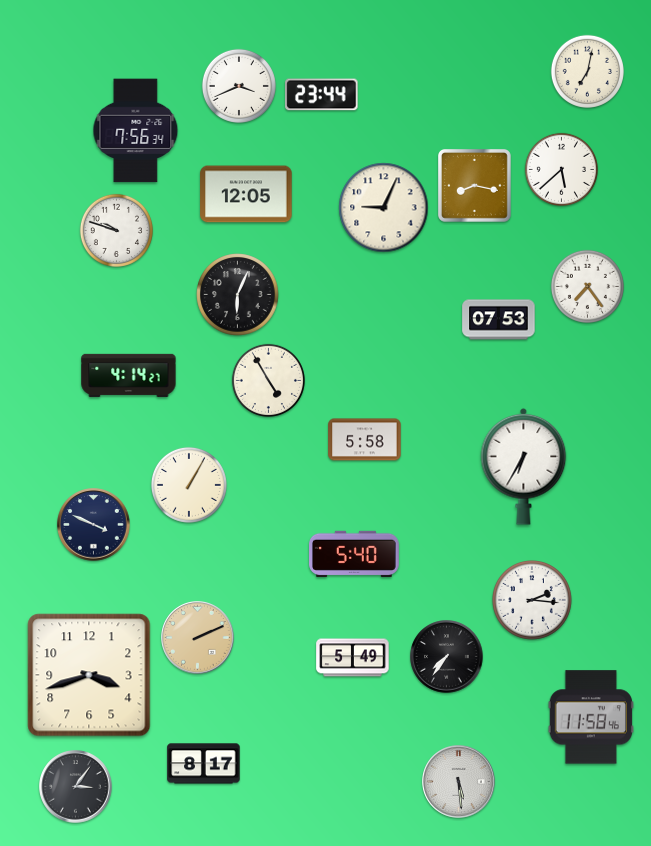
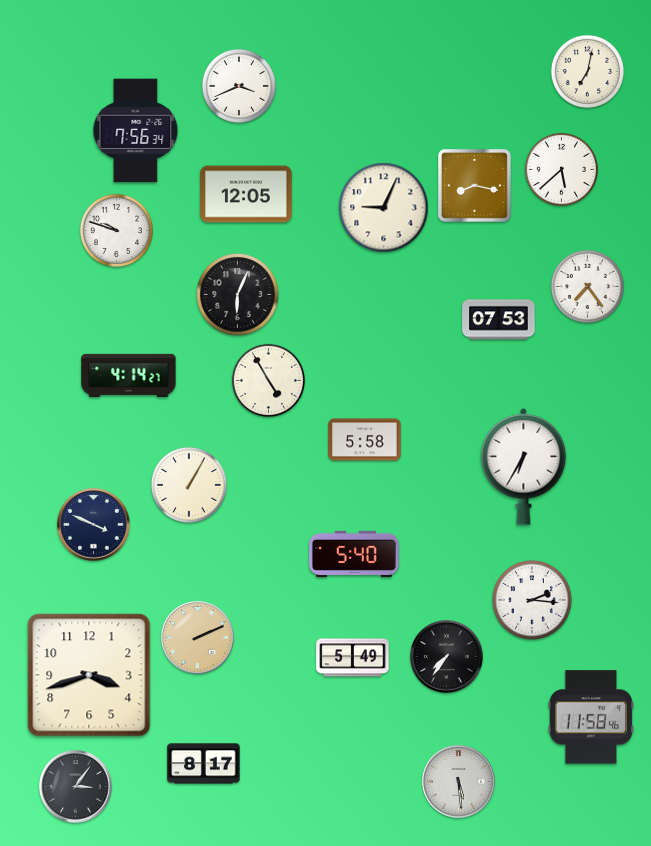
clock at (322, 95): 23:44 -> none
